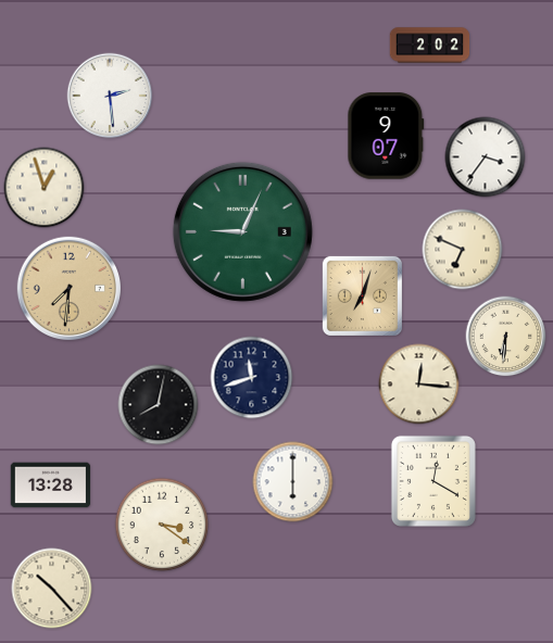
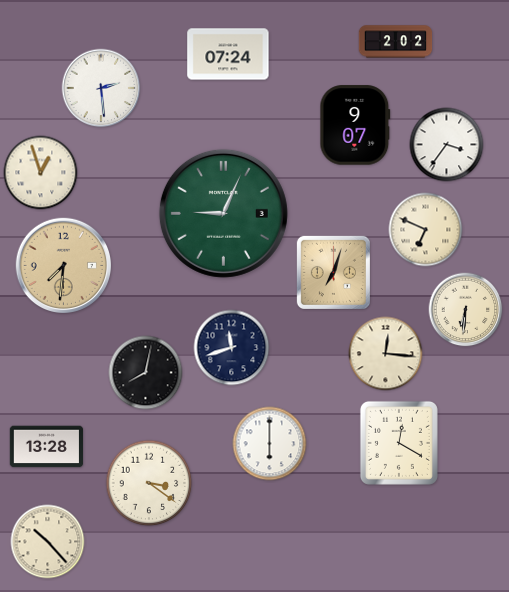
clock at (228, 54): none -> 07:24
